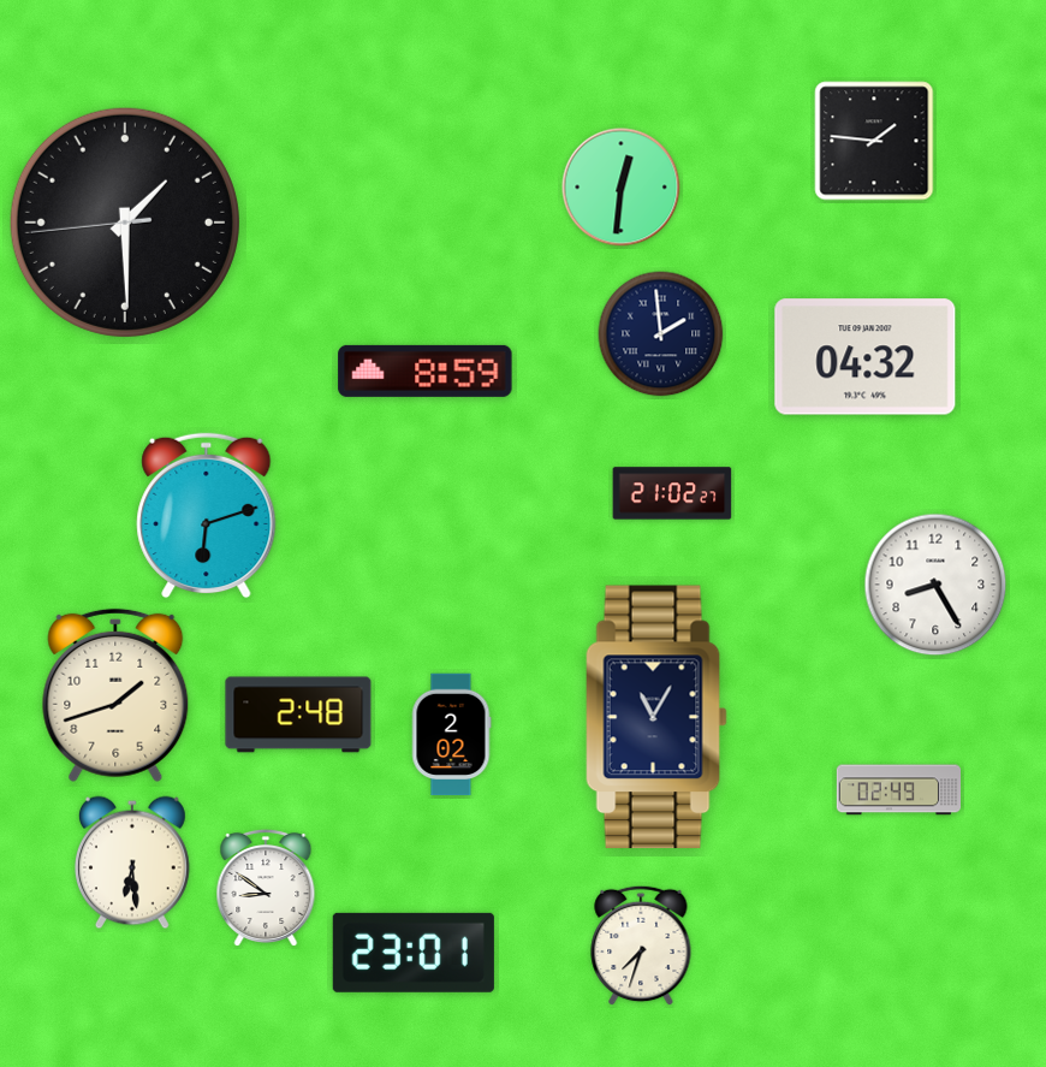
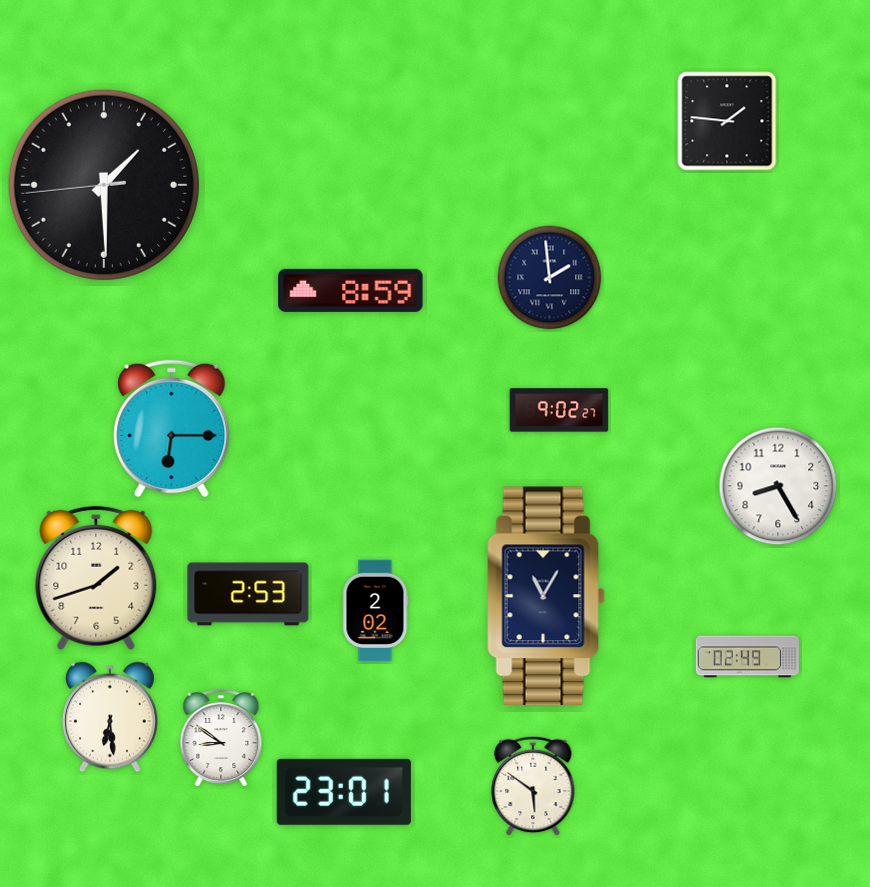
clock at (874, 141) position: (874, 141) -> (727, 121)
clock at (622, 188): 12:31 -> none
clock at (866, 357): 04:32 -> none
clock at (426, 371) position: (426, 371) -> (351, 290)
clock at (672, 493): 21:02 -> 9:02
clock at (207, 516): 6:12 -> 6:15
clock at (298, 715): 2:48 -> 2:53
clock at (641, 946): 7:33 -> 5:51
